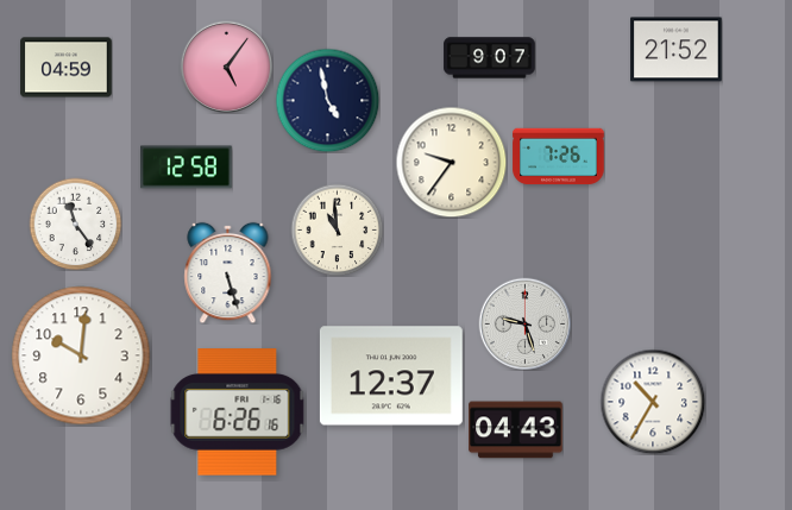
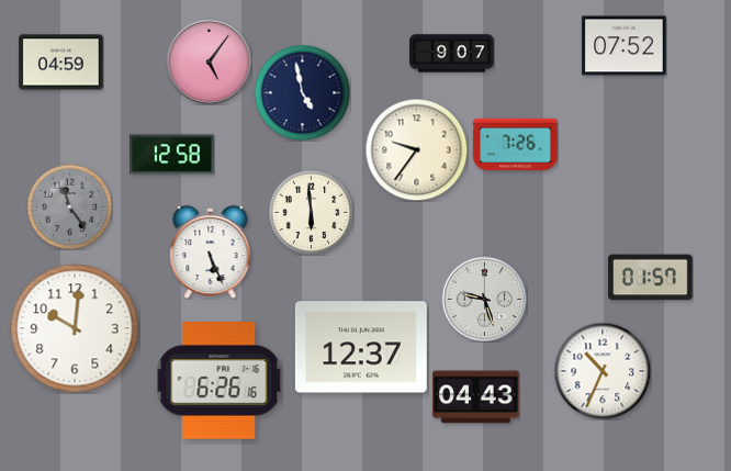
clock at (677, 50): 21:52 -> 07:52
clock at (75, 223) dial: white -> grey
clock at (337, 229): 10:59 -> 5:59
clock at (228, 272): 5:27 -> 5:26
clock at (651, 278): none -> 01:57
clock at (653, 402): 10:35 -> 10:34
